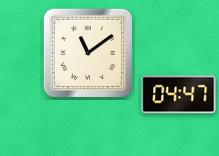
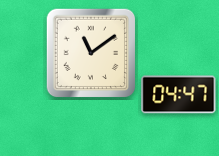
clock at (88, 53) position: (88, 53) -> (91, 53)
